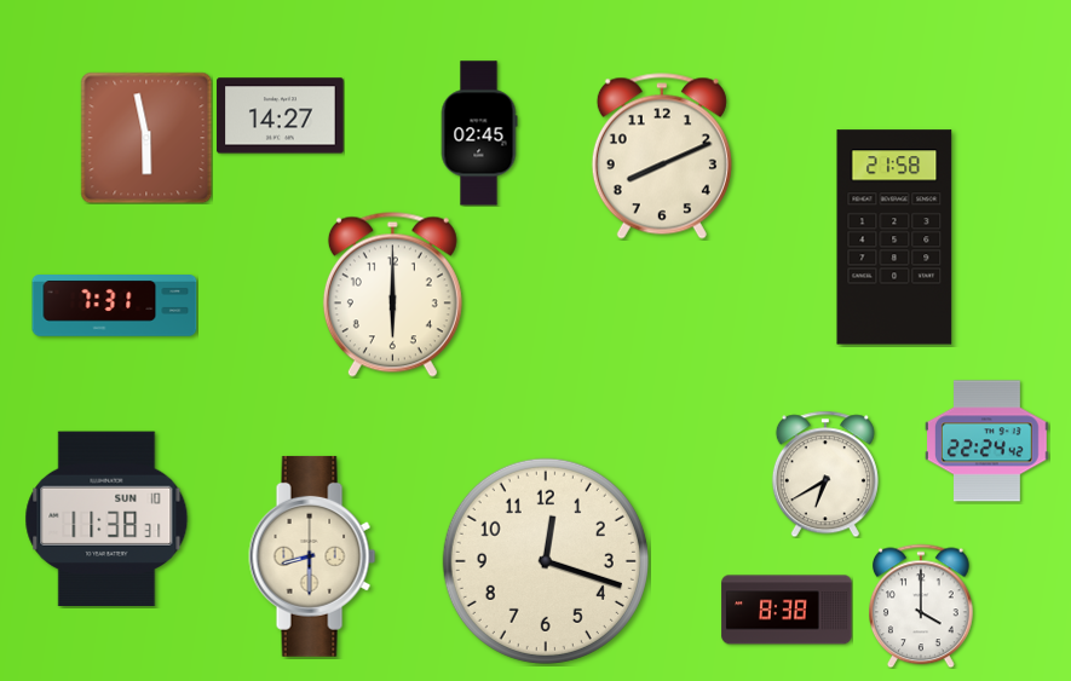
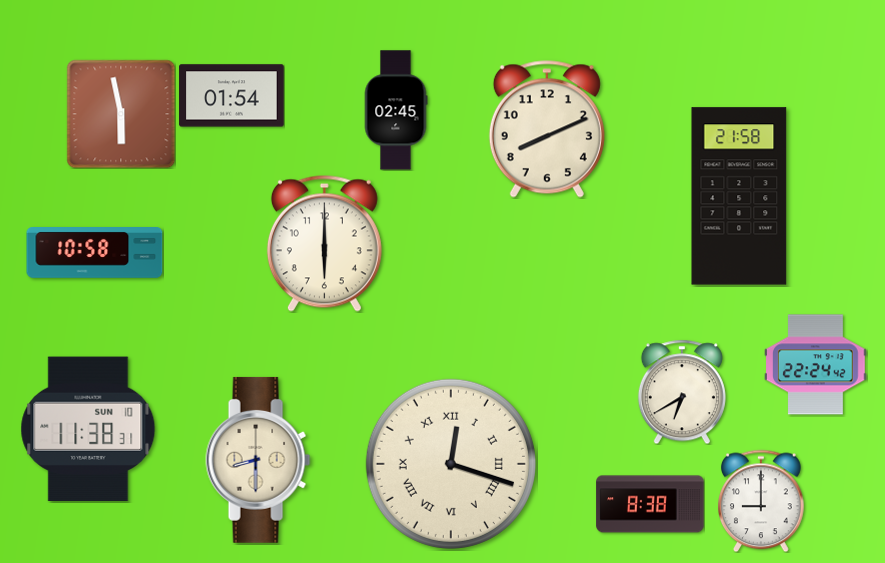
clock at (281, 116): 14:27 -> 01:54
clock at (115, 306): 7:31 -> 10:58
clock at (546, 561) numerals: Arabic -> Roman
clock at (922, 606): 4:00 -> 9:00
